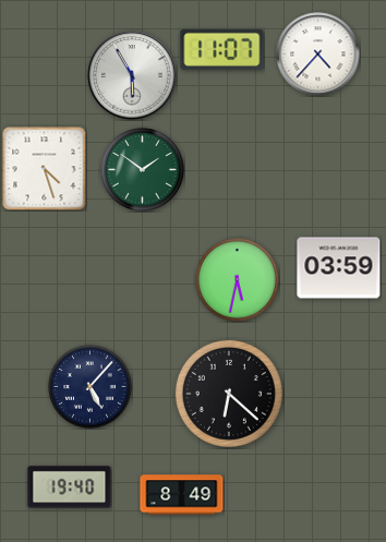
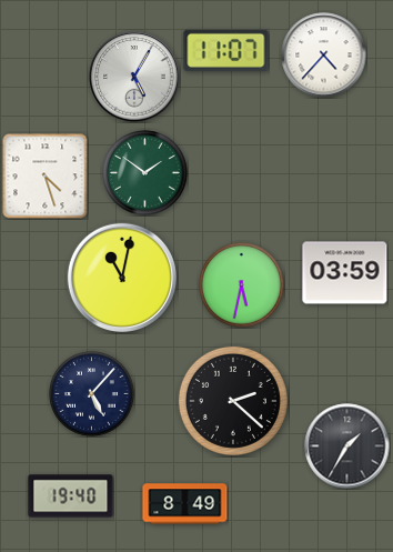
clock at (132, 75): 5:55 -> 5:05
clock at (44, 168) position: (44, 168) -> (44, 175)
clock at (121, 277): none -> 11:02
clock at (229, 394): 6:22 -> 2:22
clock at (347, 446): none -> 1:35
